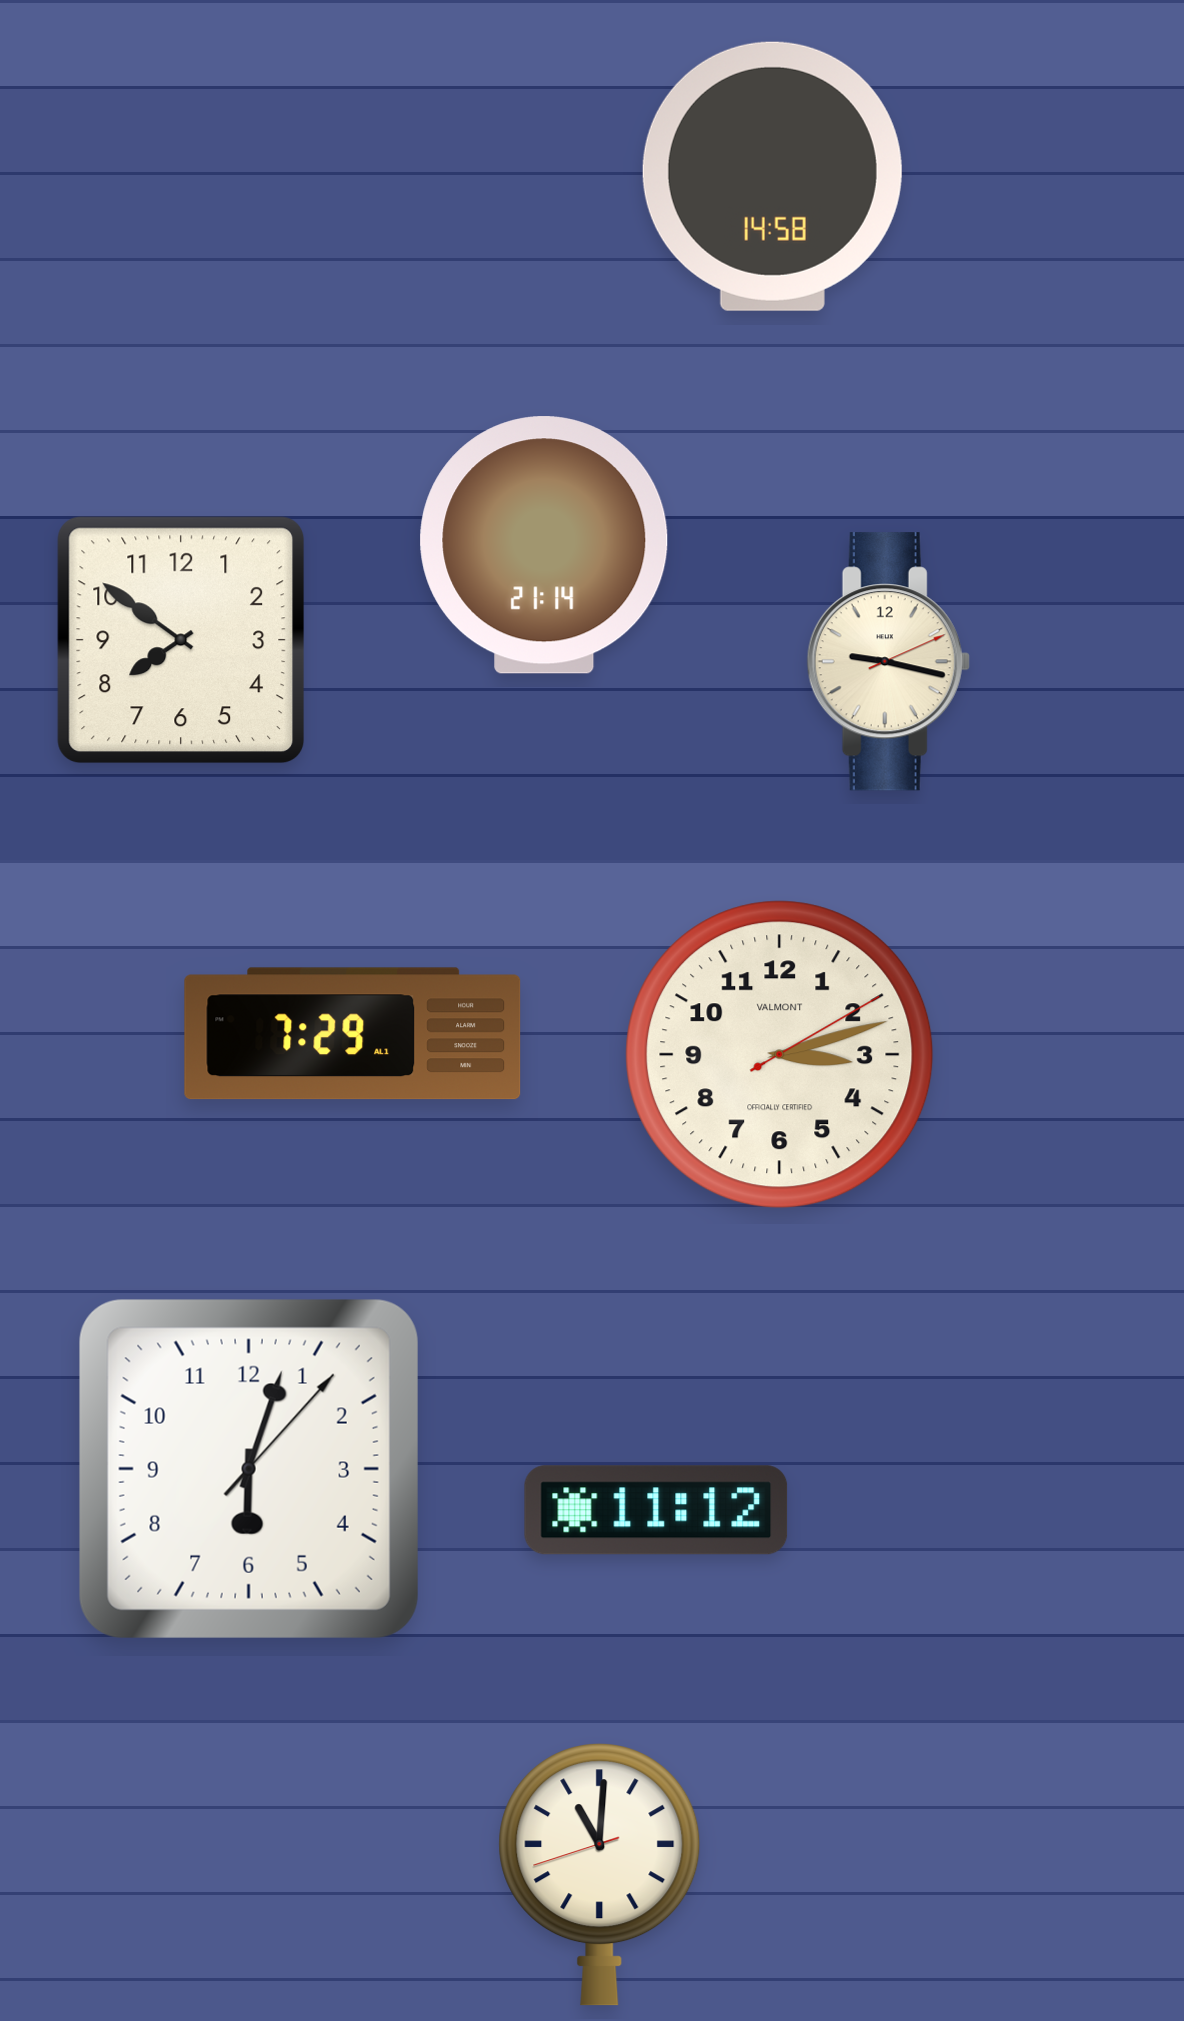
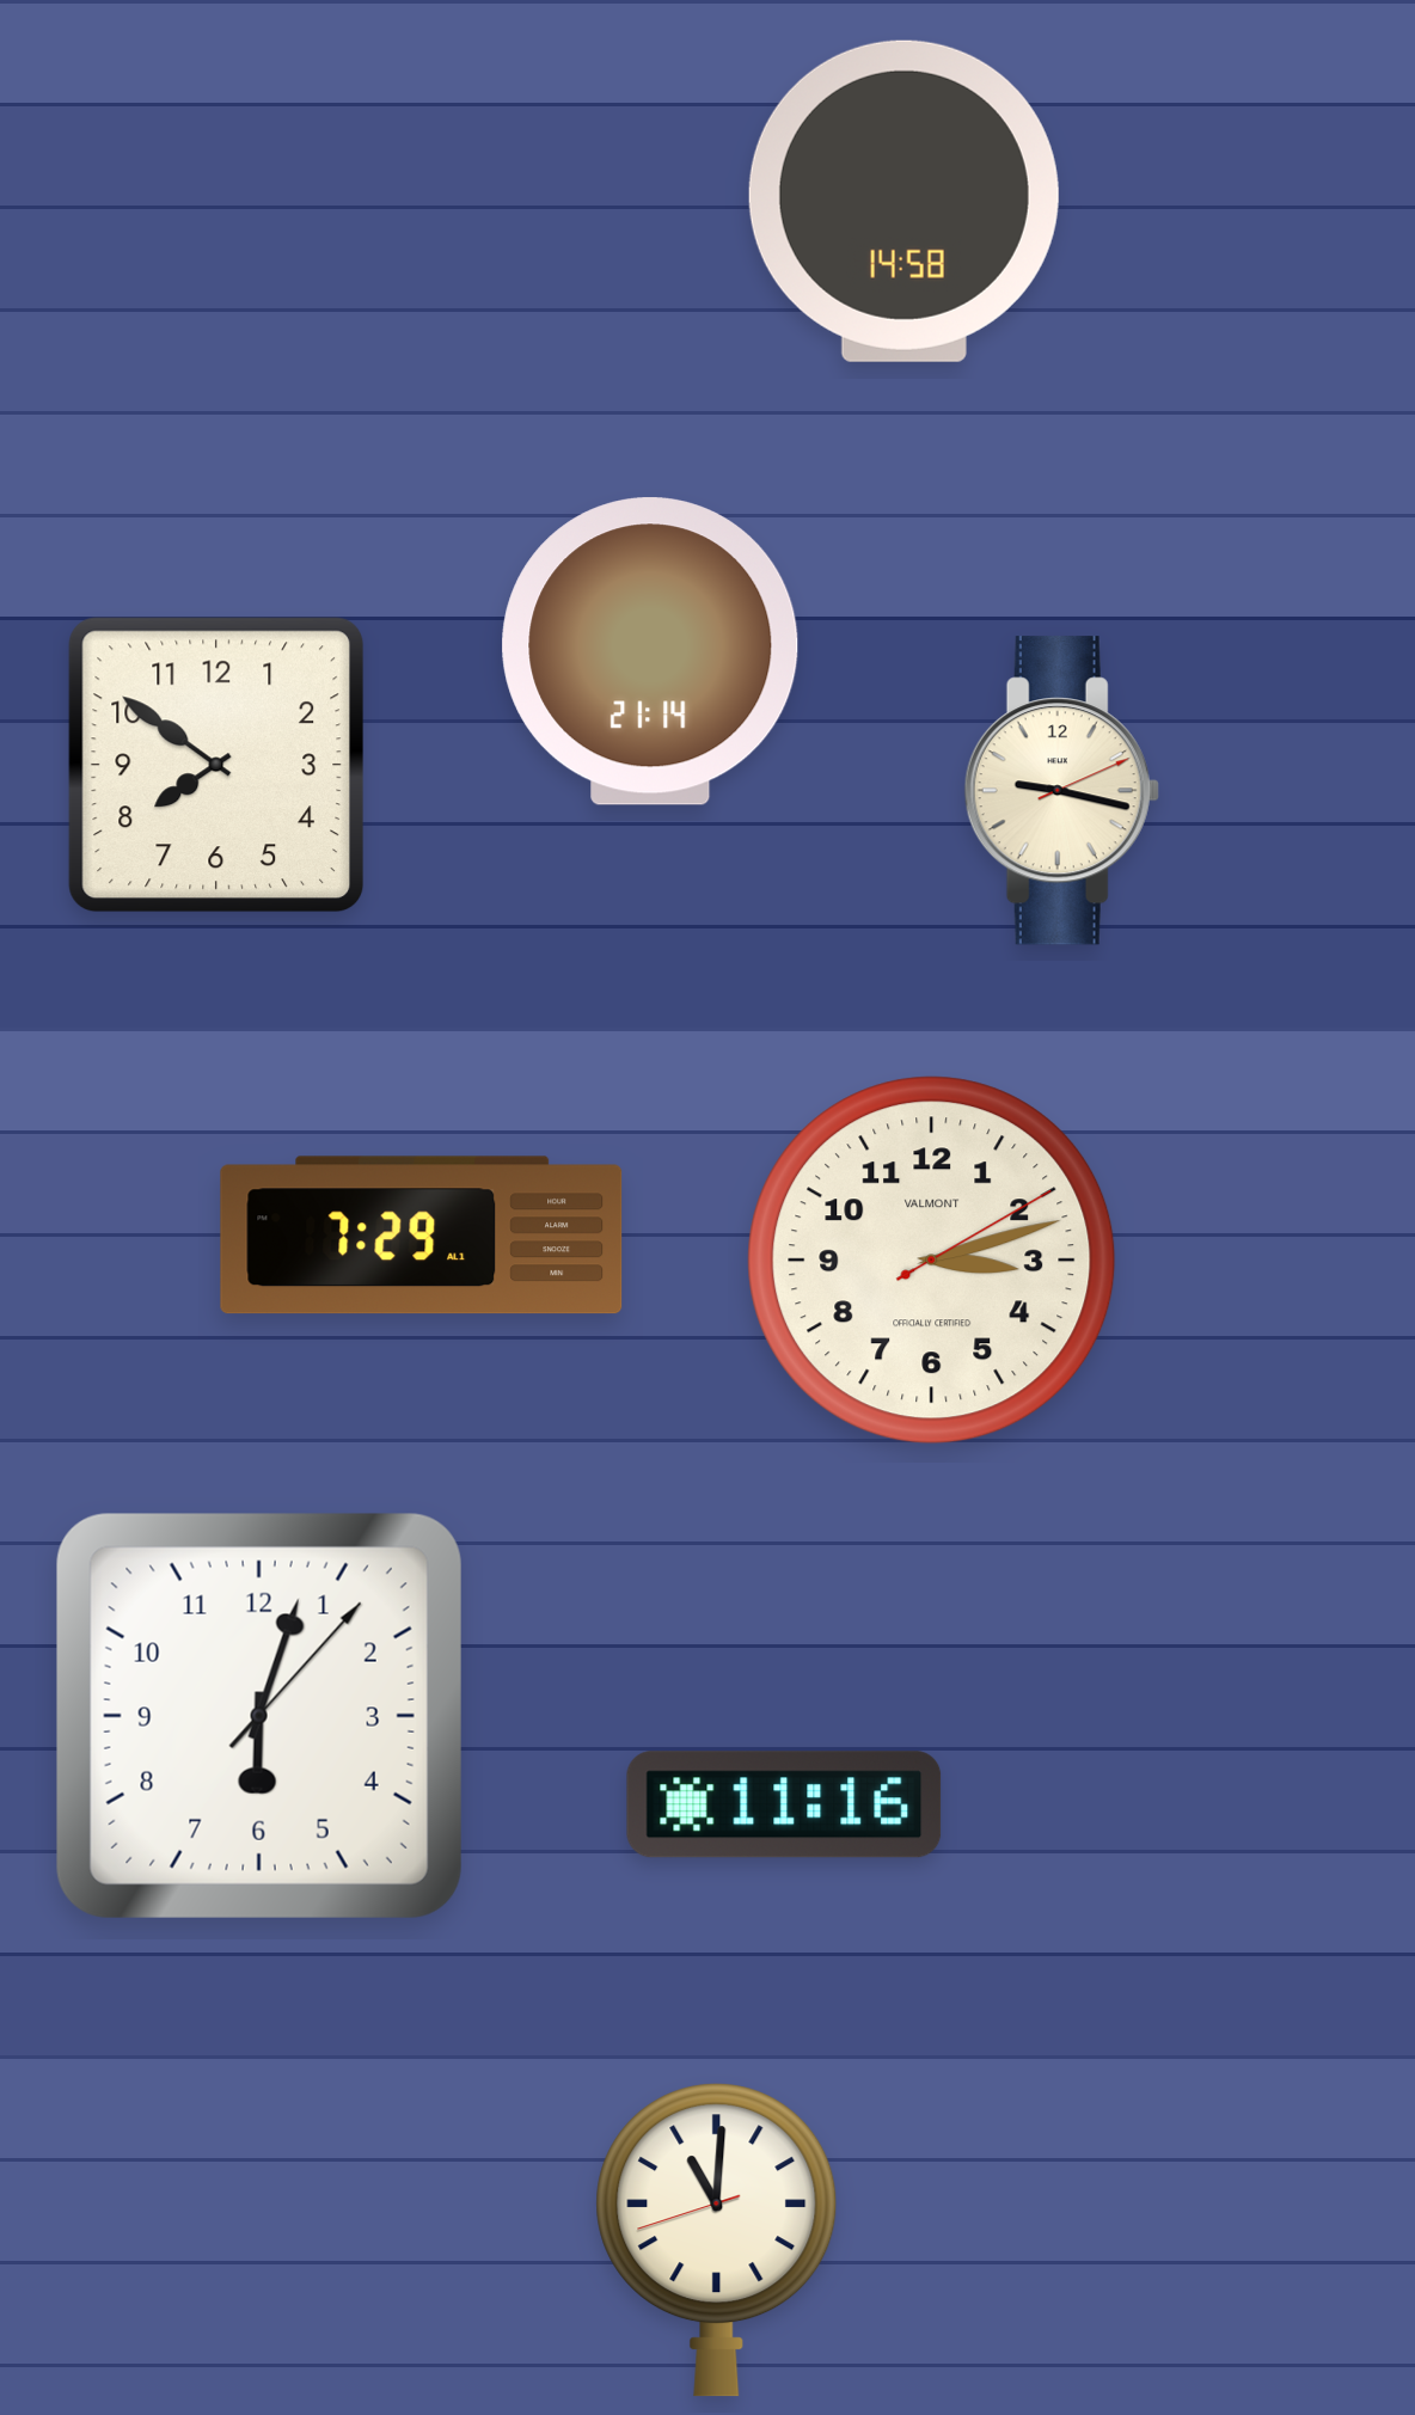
clock at (772, 176) position: (772, 176) -> (903, 201)
clock at (249, 1469) position: (249, 1469) -> (259, 1716)
clock at (656, 1510): 11:12 -> 11:16
